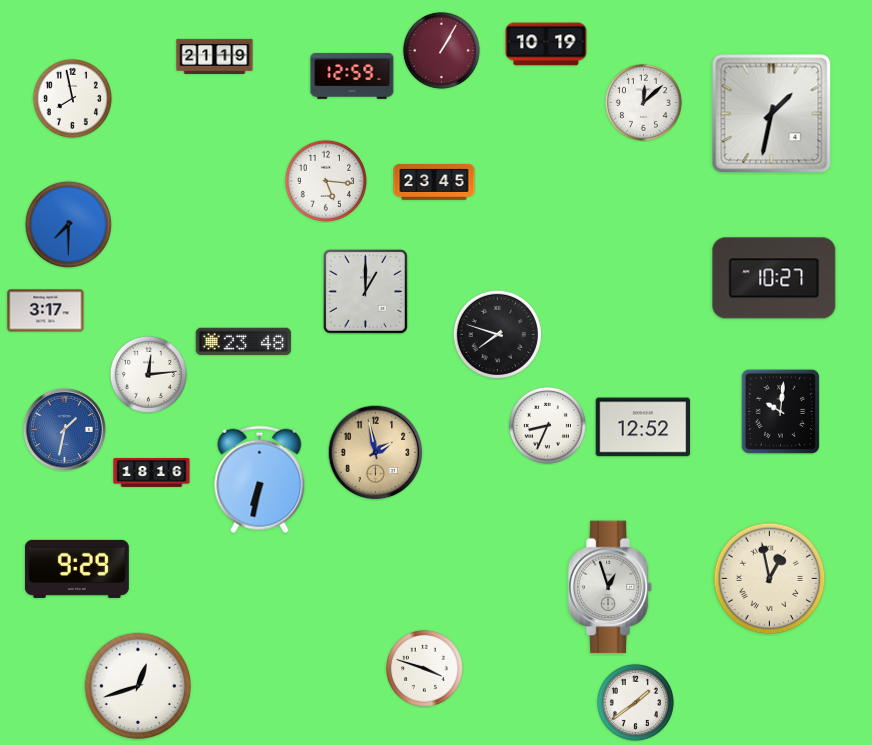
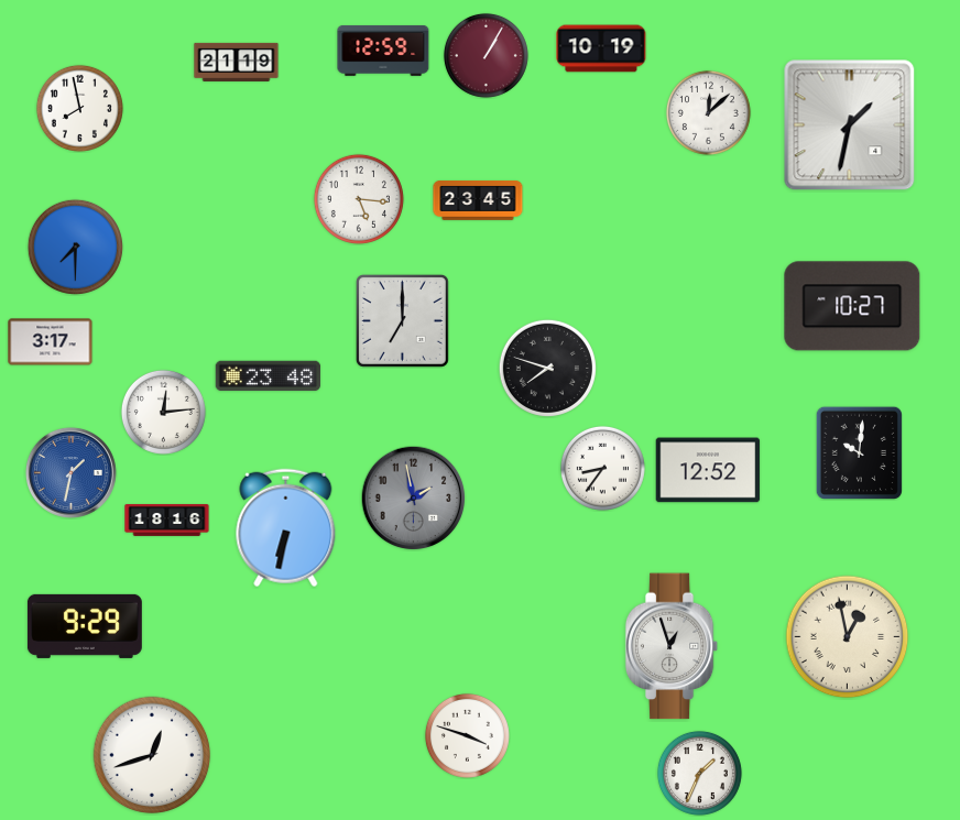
clock at (352, 76) position: (352, 76) -> (383, 51)
clock at (365, 291): 1:00 -> 7:00
clock at (547, 425): 8:34 -> 8:36
clock at (375, 452) dial: champagne -> grey
clock at (635, 702): 1:39 -> 1:34
